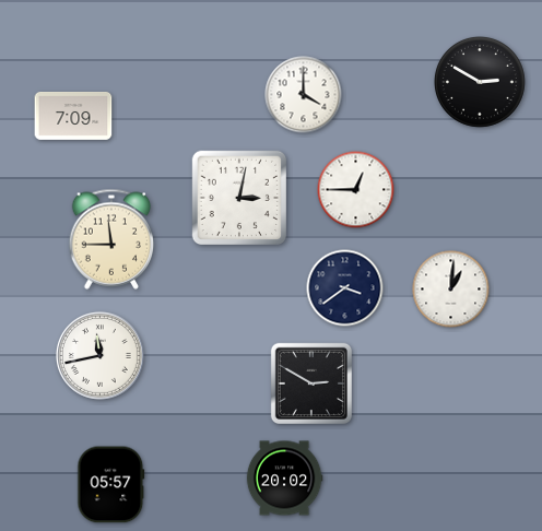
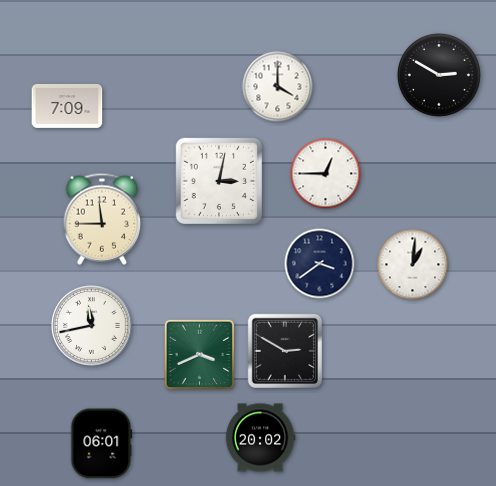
clock at (345, 288) position: (345, 288) -> (320, 264)
clock at (200, 355): none -> 3:41
clock at (111, 485): 05:57 -> 06:01
